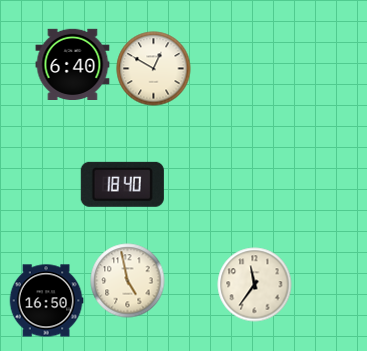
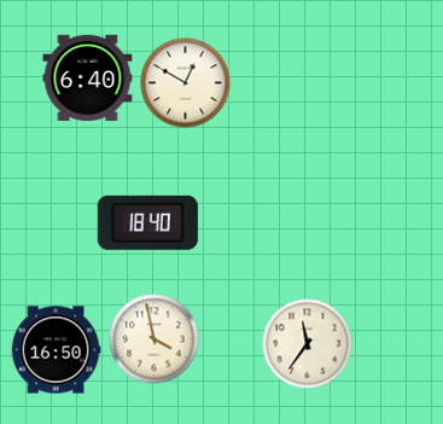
clock at (128, 281): 4:58 -> 3:58
clock at (46, 301) position: (46, 301) -> (56, 350)
